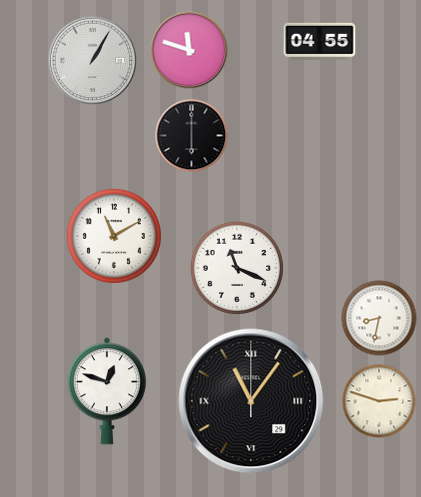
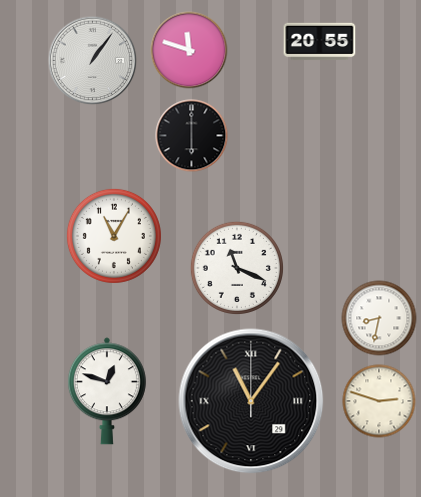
clock at (320, 42): 04:55 -> 20:55
clock at (93, 61): 1:05 -> 1:06
clock at (114, 236): 11:10 -> 11:05
